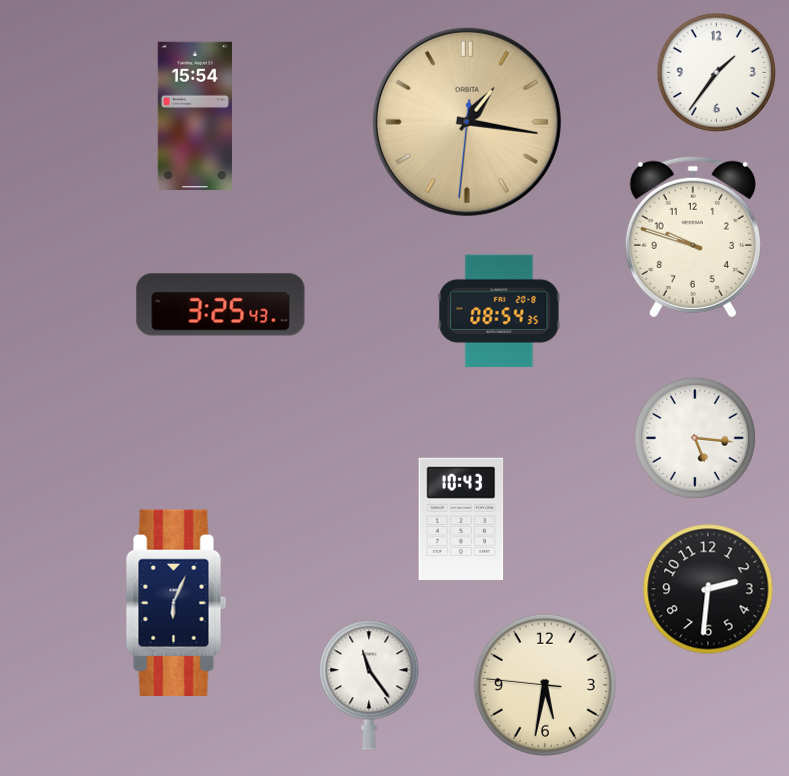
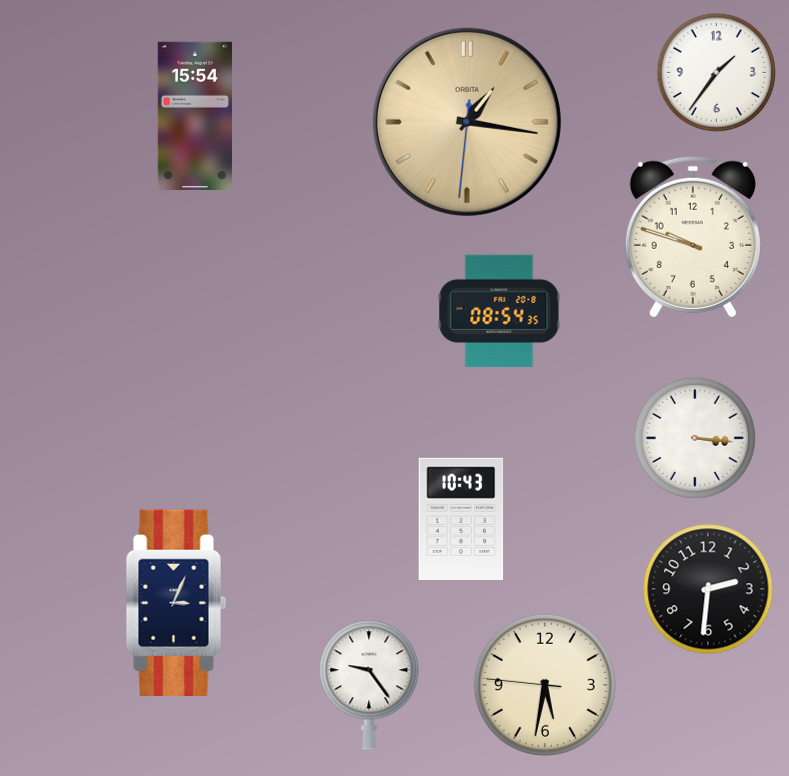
clock at (221, 305): 3:25 -> none
clock at (695, 438): 5:16 -> 3:16
clock at (176, 603): 6:04 -> 3:04
clock at (369, 685): 11:24 -> 9:24
